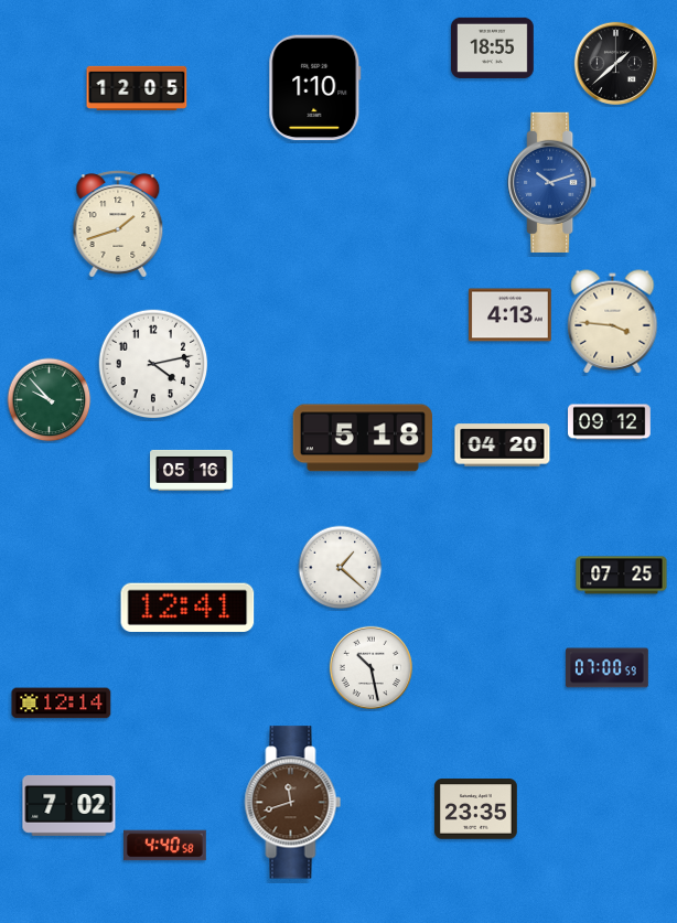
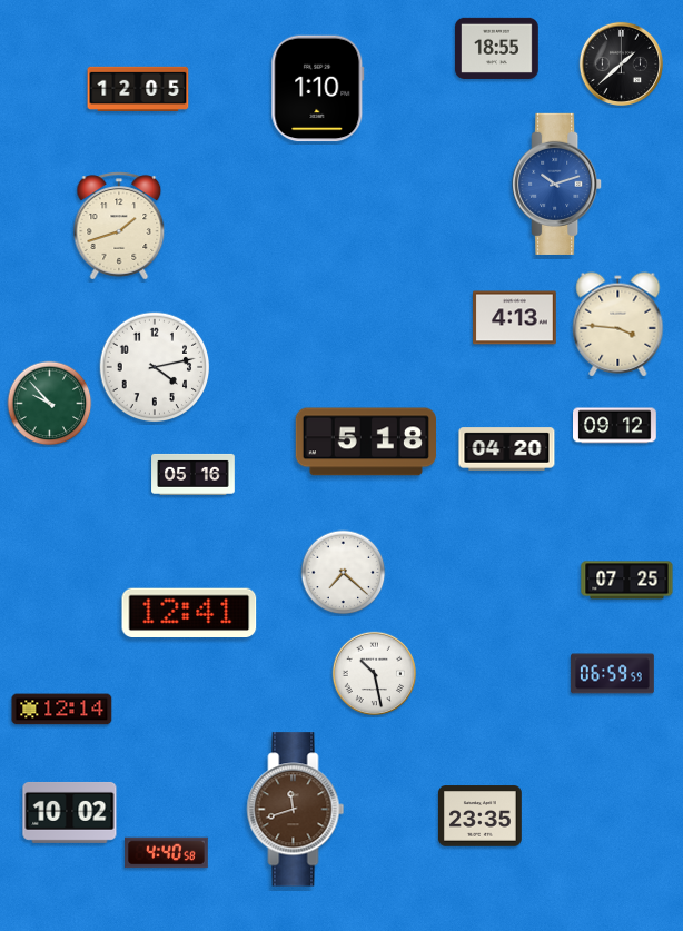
clock at (341, 568): 1:22 -> 7:22
clock at (608, 668): 07:00 -> 06:59
clock at (69, 805): 7:02 -> 10:02
